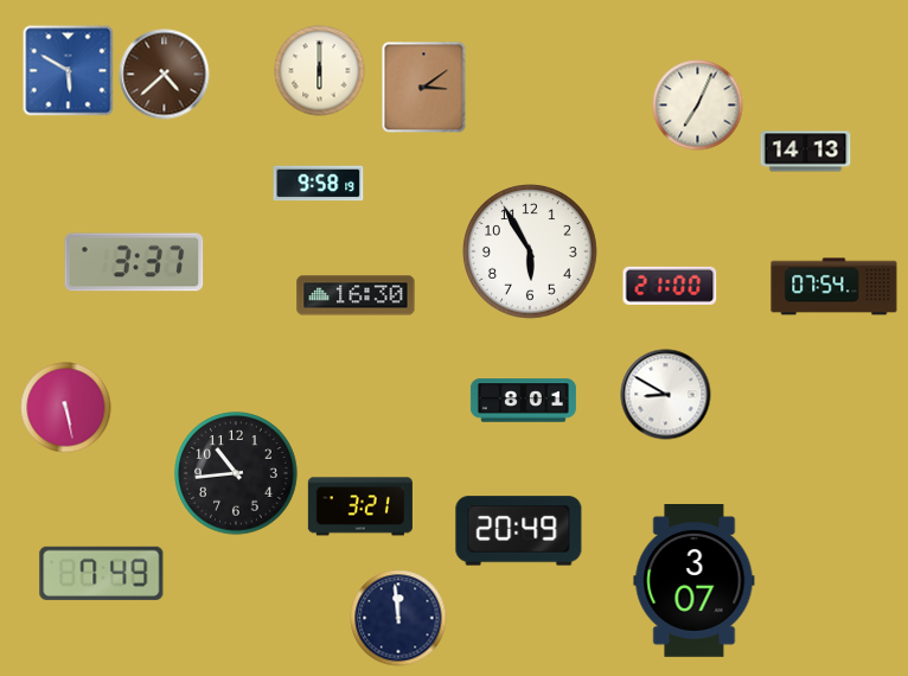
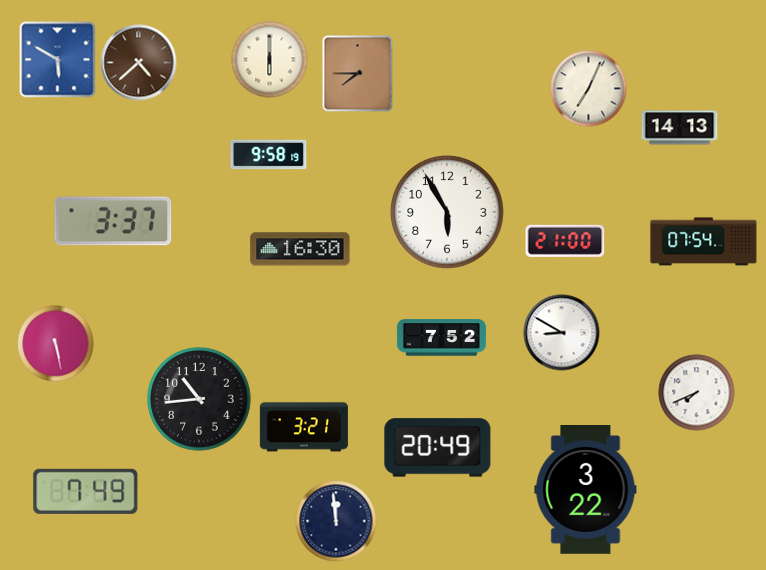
clock at (424, 88): 3:09 -> 7:45
clock at (523, 401): 8:01 -> 7:52
clock at (697, 393): none -> 7:41
clock at (102, 573) position: (102, 573) -> (86, 491)
clock at (695, 581): 3:07 -> 3:22
